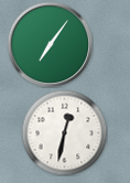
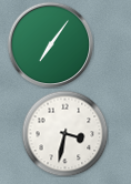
clock at (64, 132): 12:32 -> 3:32
